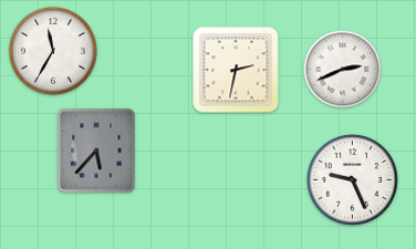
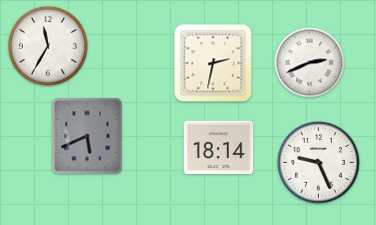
clock at (96, 151): 5:37 -> 5:41
clock at (219, 148): none -> 18:14
